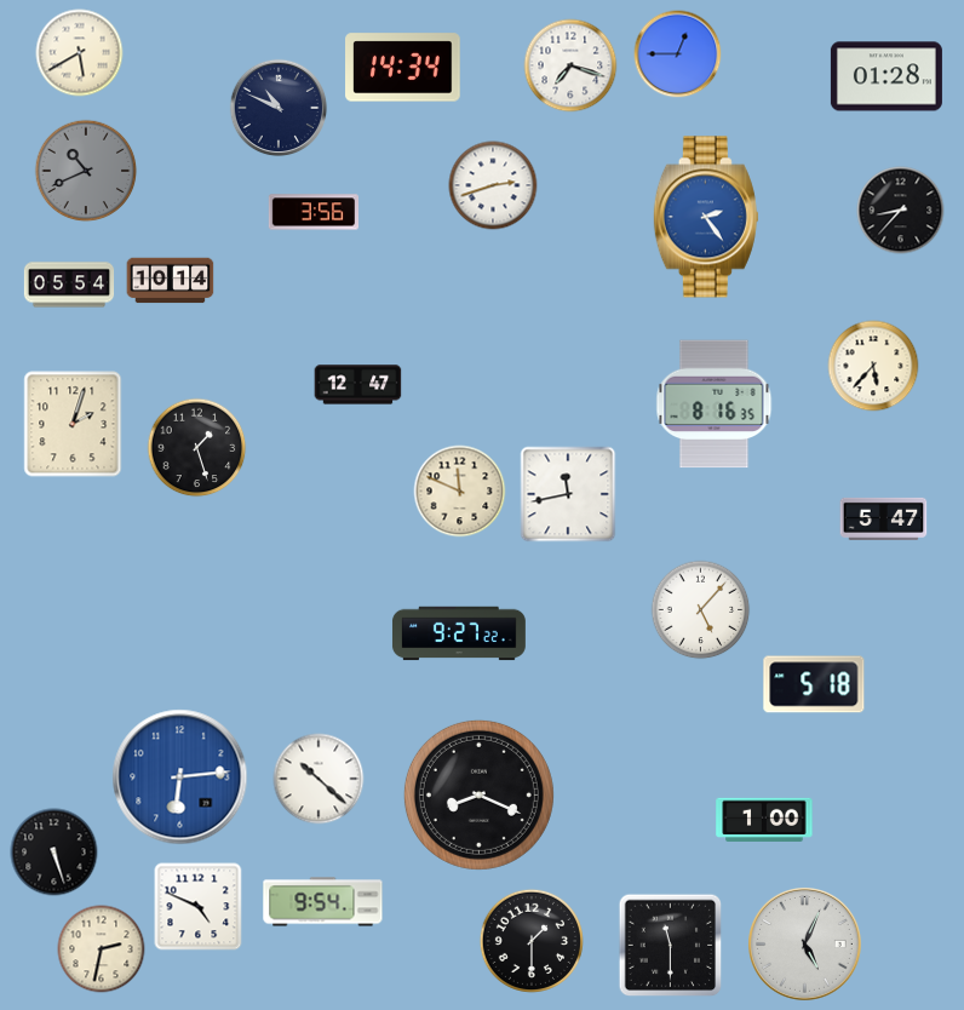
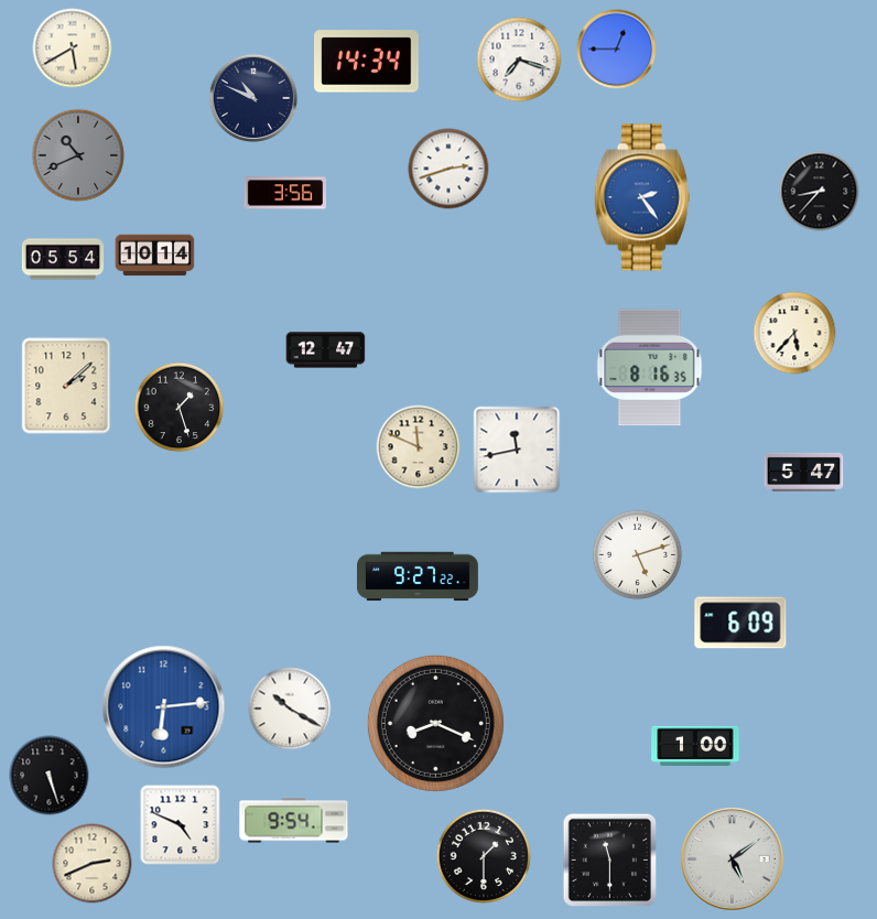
clock at (886, 76): 01:28 -> none
clock at (73, 424): 2:03 -> 2:08
clock at (701, 610): 5:07 -> 5:12
clock at (814, 684): 5:18 -> 6:09
clock at (319, 779): 10:22 -> 10:20
clock at (805, 945): 5:04 -> 5:09
clock at (102, 949): 2:32 -> 2:41
